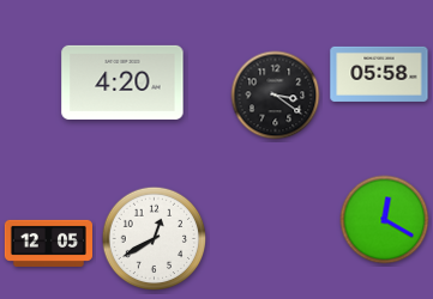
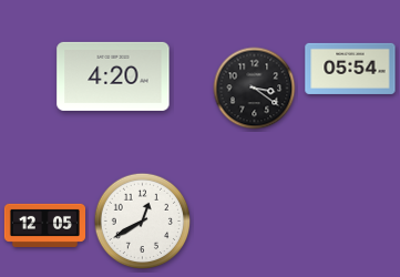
clock at (379, 74): 05:58 -> 05:54
clock at (385, 220): 12:20 -> none
